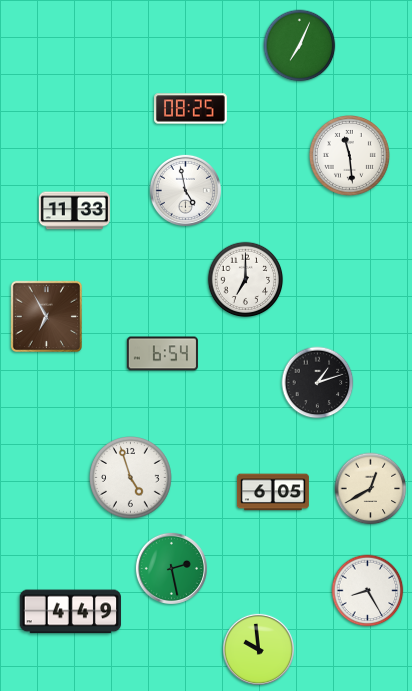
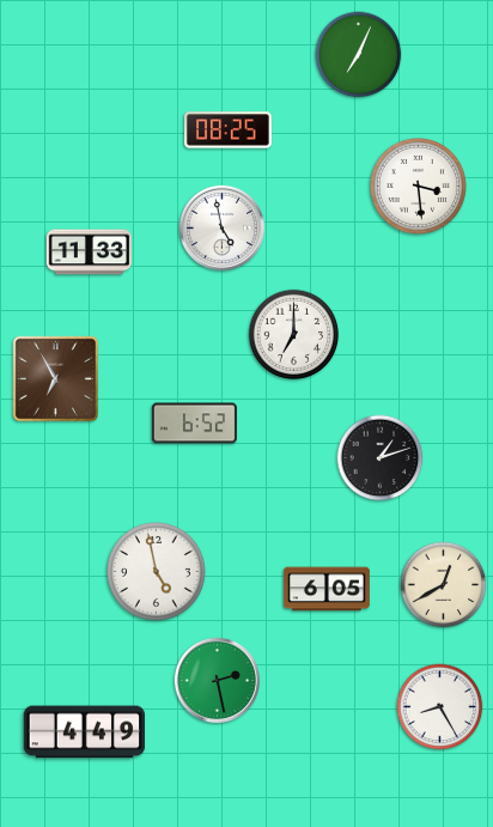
clock at (349, 155): 11:29 -> 3:29
clock at (162, 354): 6:54 -> 6:52
clock at (131, 478): 4:57 -> 4:58
clock at (171, 568) position: (171, 568) -> (217, 680)
clock at (258, 649): 9:59 -> none
